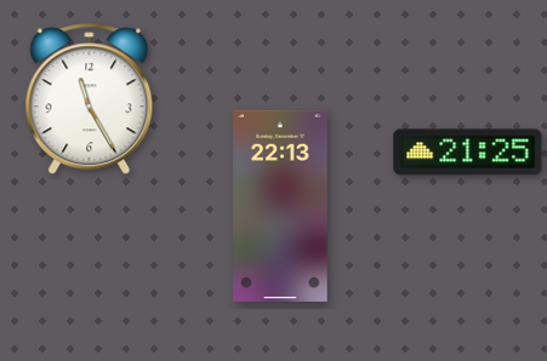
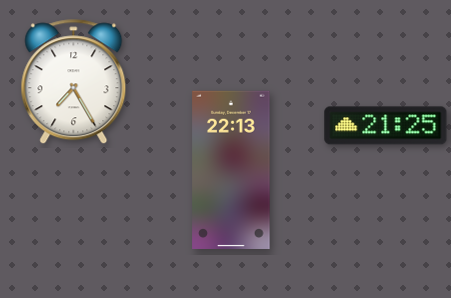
clock at (90, 99): 11:25 -> 7:25
